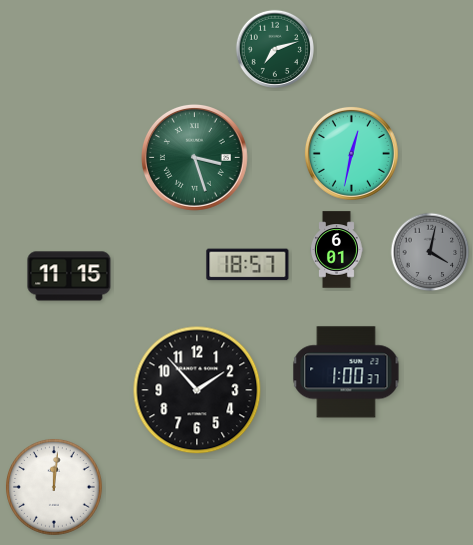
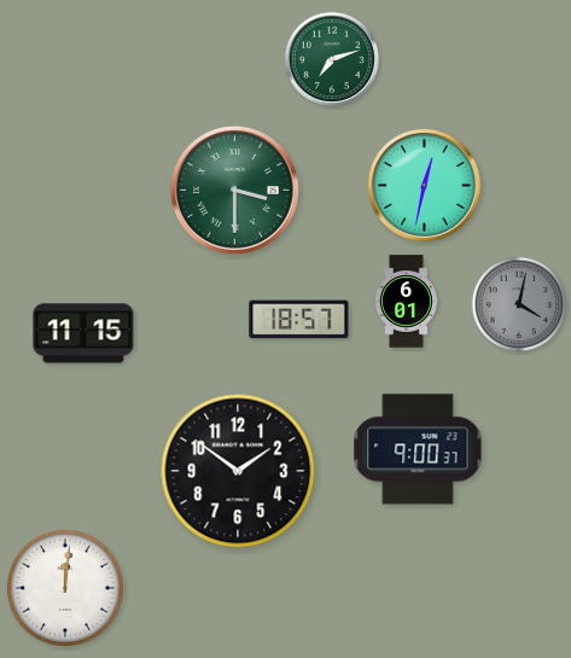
clock at (194, 157): 3:27 -> 3:30
clock at (346, 372): 1:00 -> 9:00
clock at (197, 390): 1:53 -> 1:51
